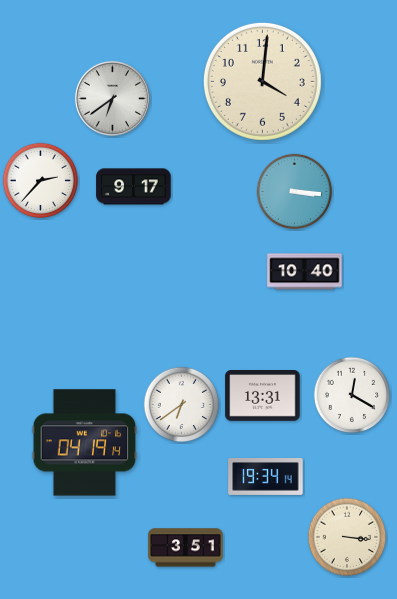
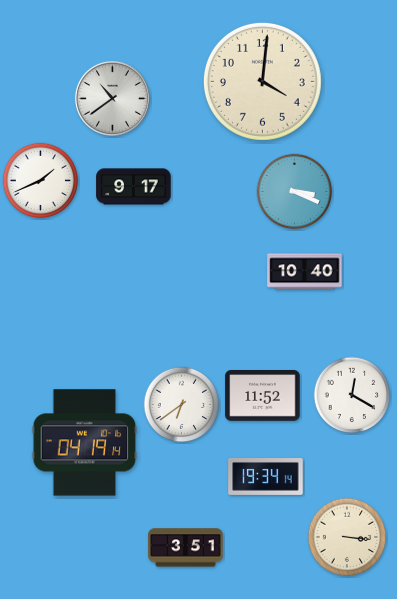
clock at (112, 98): 6:39 -> 10:39
clock at (41, 181): 2:37 -> 1:41
clock at (295, 192): 3:16 -> 3:19
clock at (263, 396): 13:31 -> 11:52
